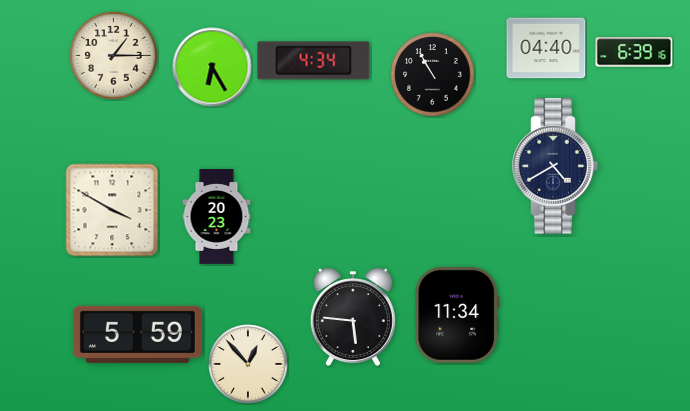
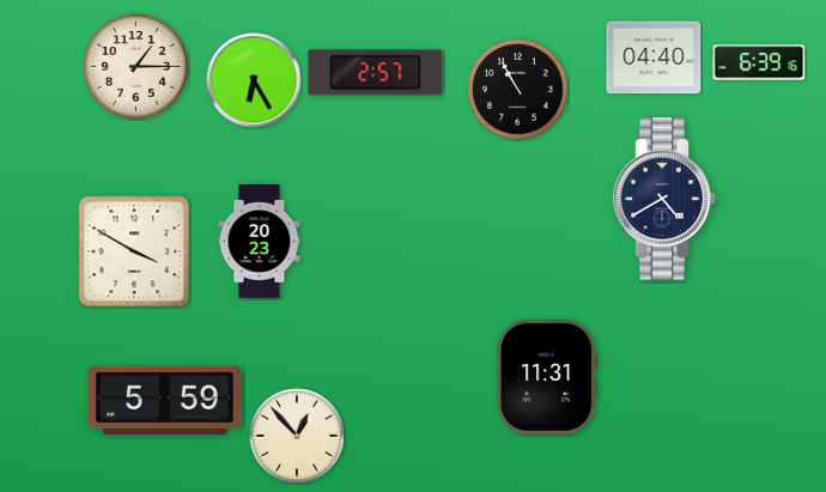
clock at (314, 61): 4:34 -> 2:57
clock at (217, 217) position: (217, 217) -> (260, 242)
clock at (457, 315): 11:34 -> 11:31
clock at (353, 317): 5:46 -> none
